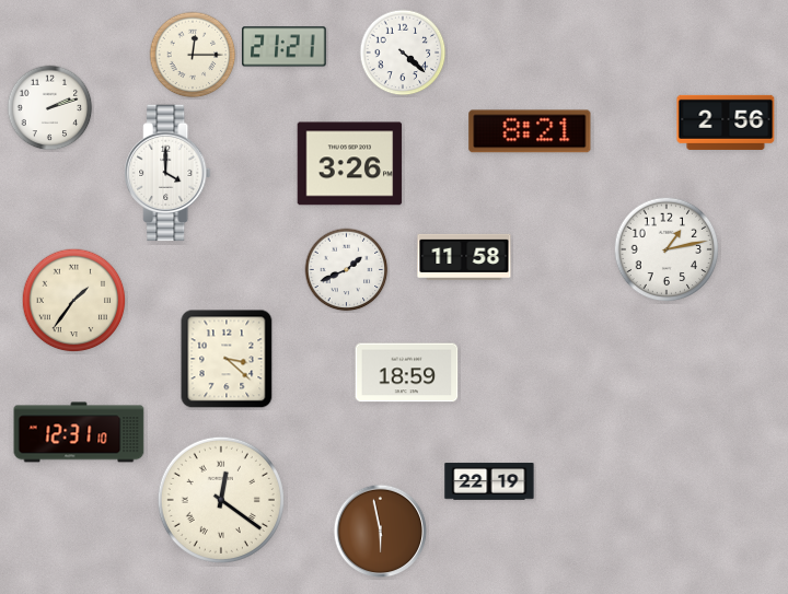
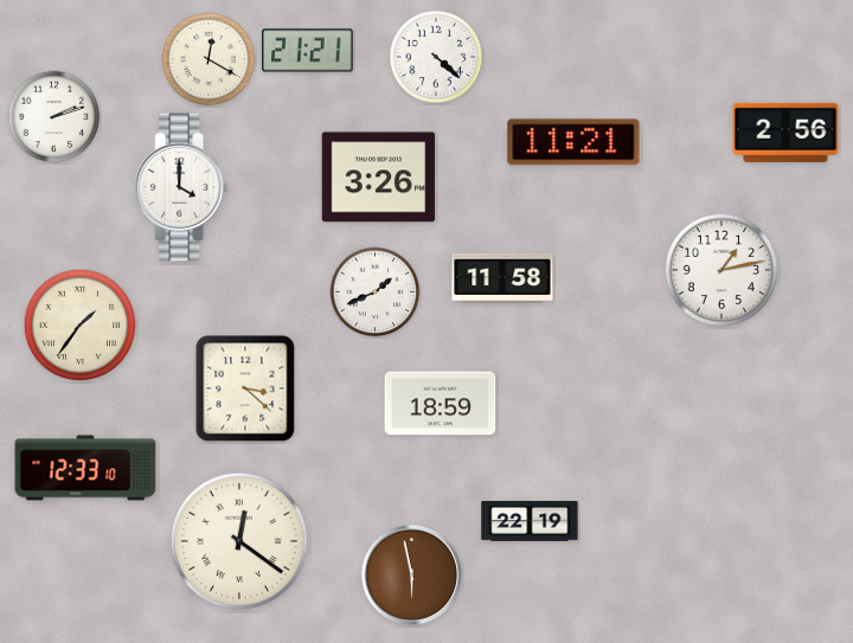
clock at (193, 55): 12:15 -> 12:20
clock at (530, 131): 8:21 -> 11:21
clock at (79, 432): 12:31 -> 12:33
